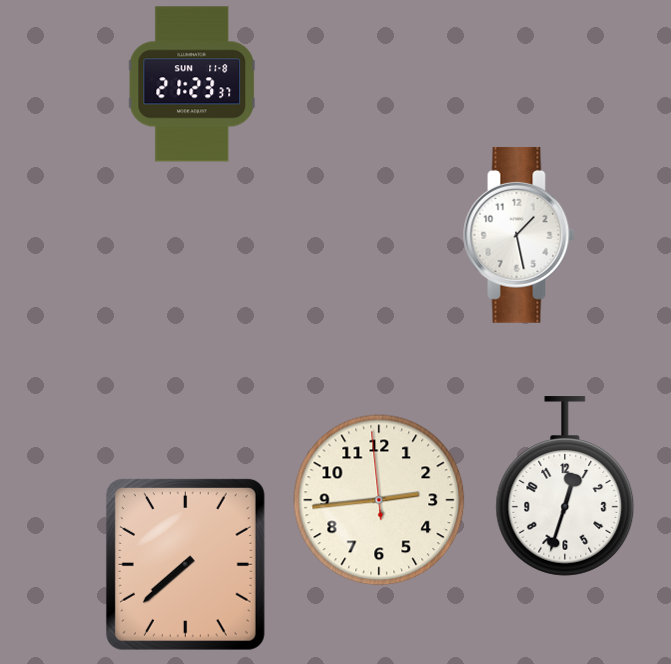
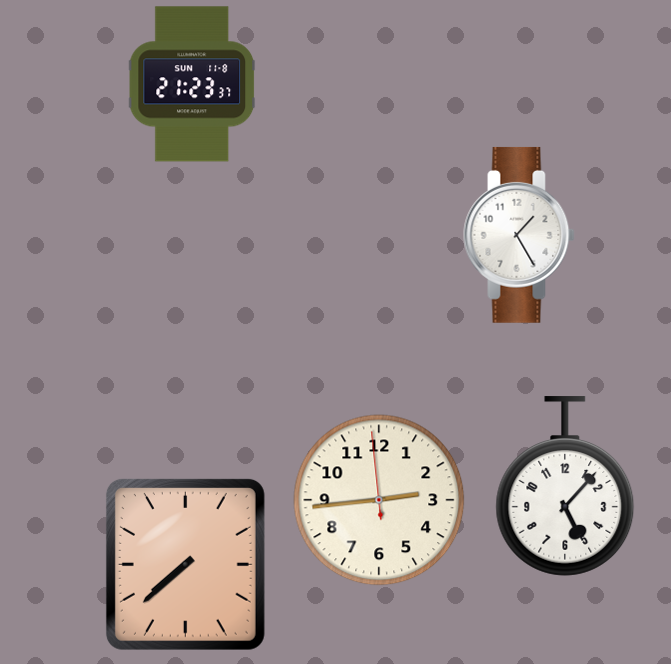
clock at (519, 235): 1:28 -> 1:25
clock at (565, 486): 12:33 -> 5:07
